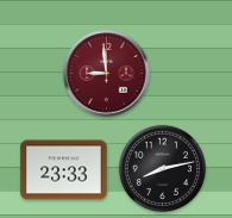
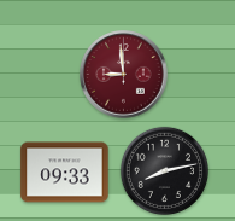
clock at (107, 74) position: (107, 74) -> (124, 75)
clock at (64, 170): 23:33 -> 09:33
